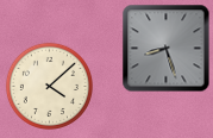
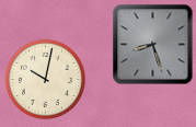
clock at (49, 86): 4:08 -> 10:02
